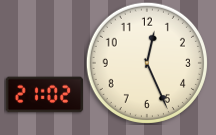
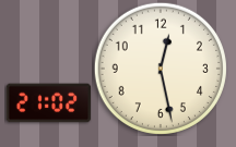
clock at (147, 63): 12:26 -> 12:28
